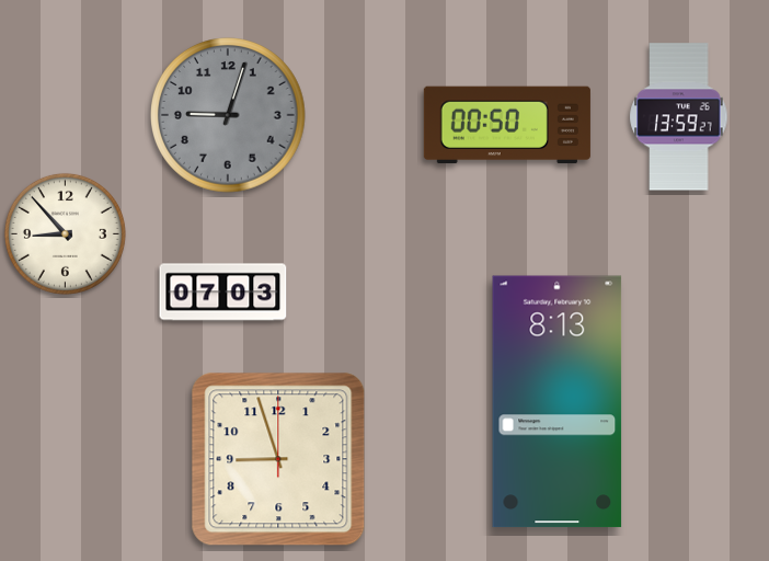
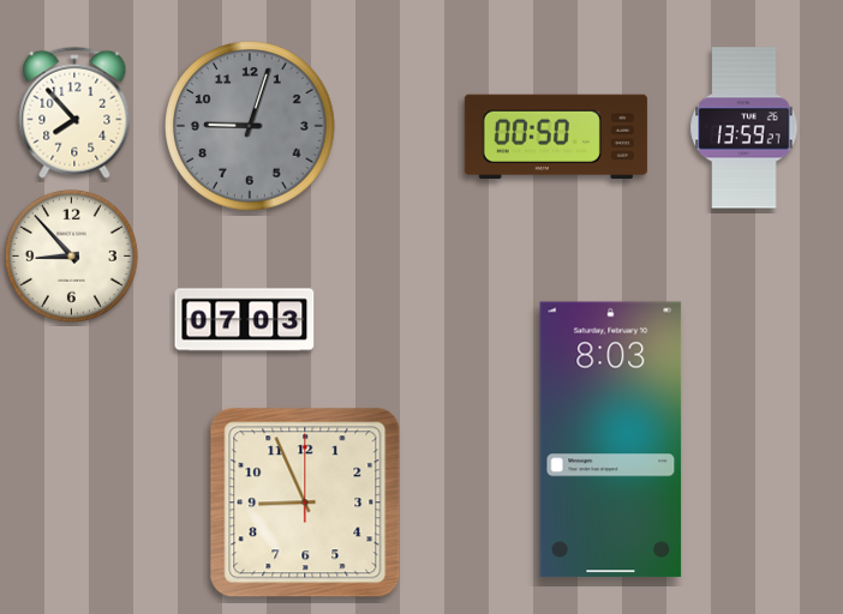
clock at (74, 113): none -> 7:53
clock at (558, 402): 8:13 -> 8:03
clock at (278, 459): 8:57 -> 8:56
